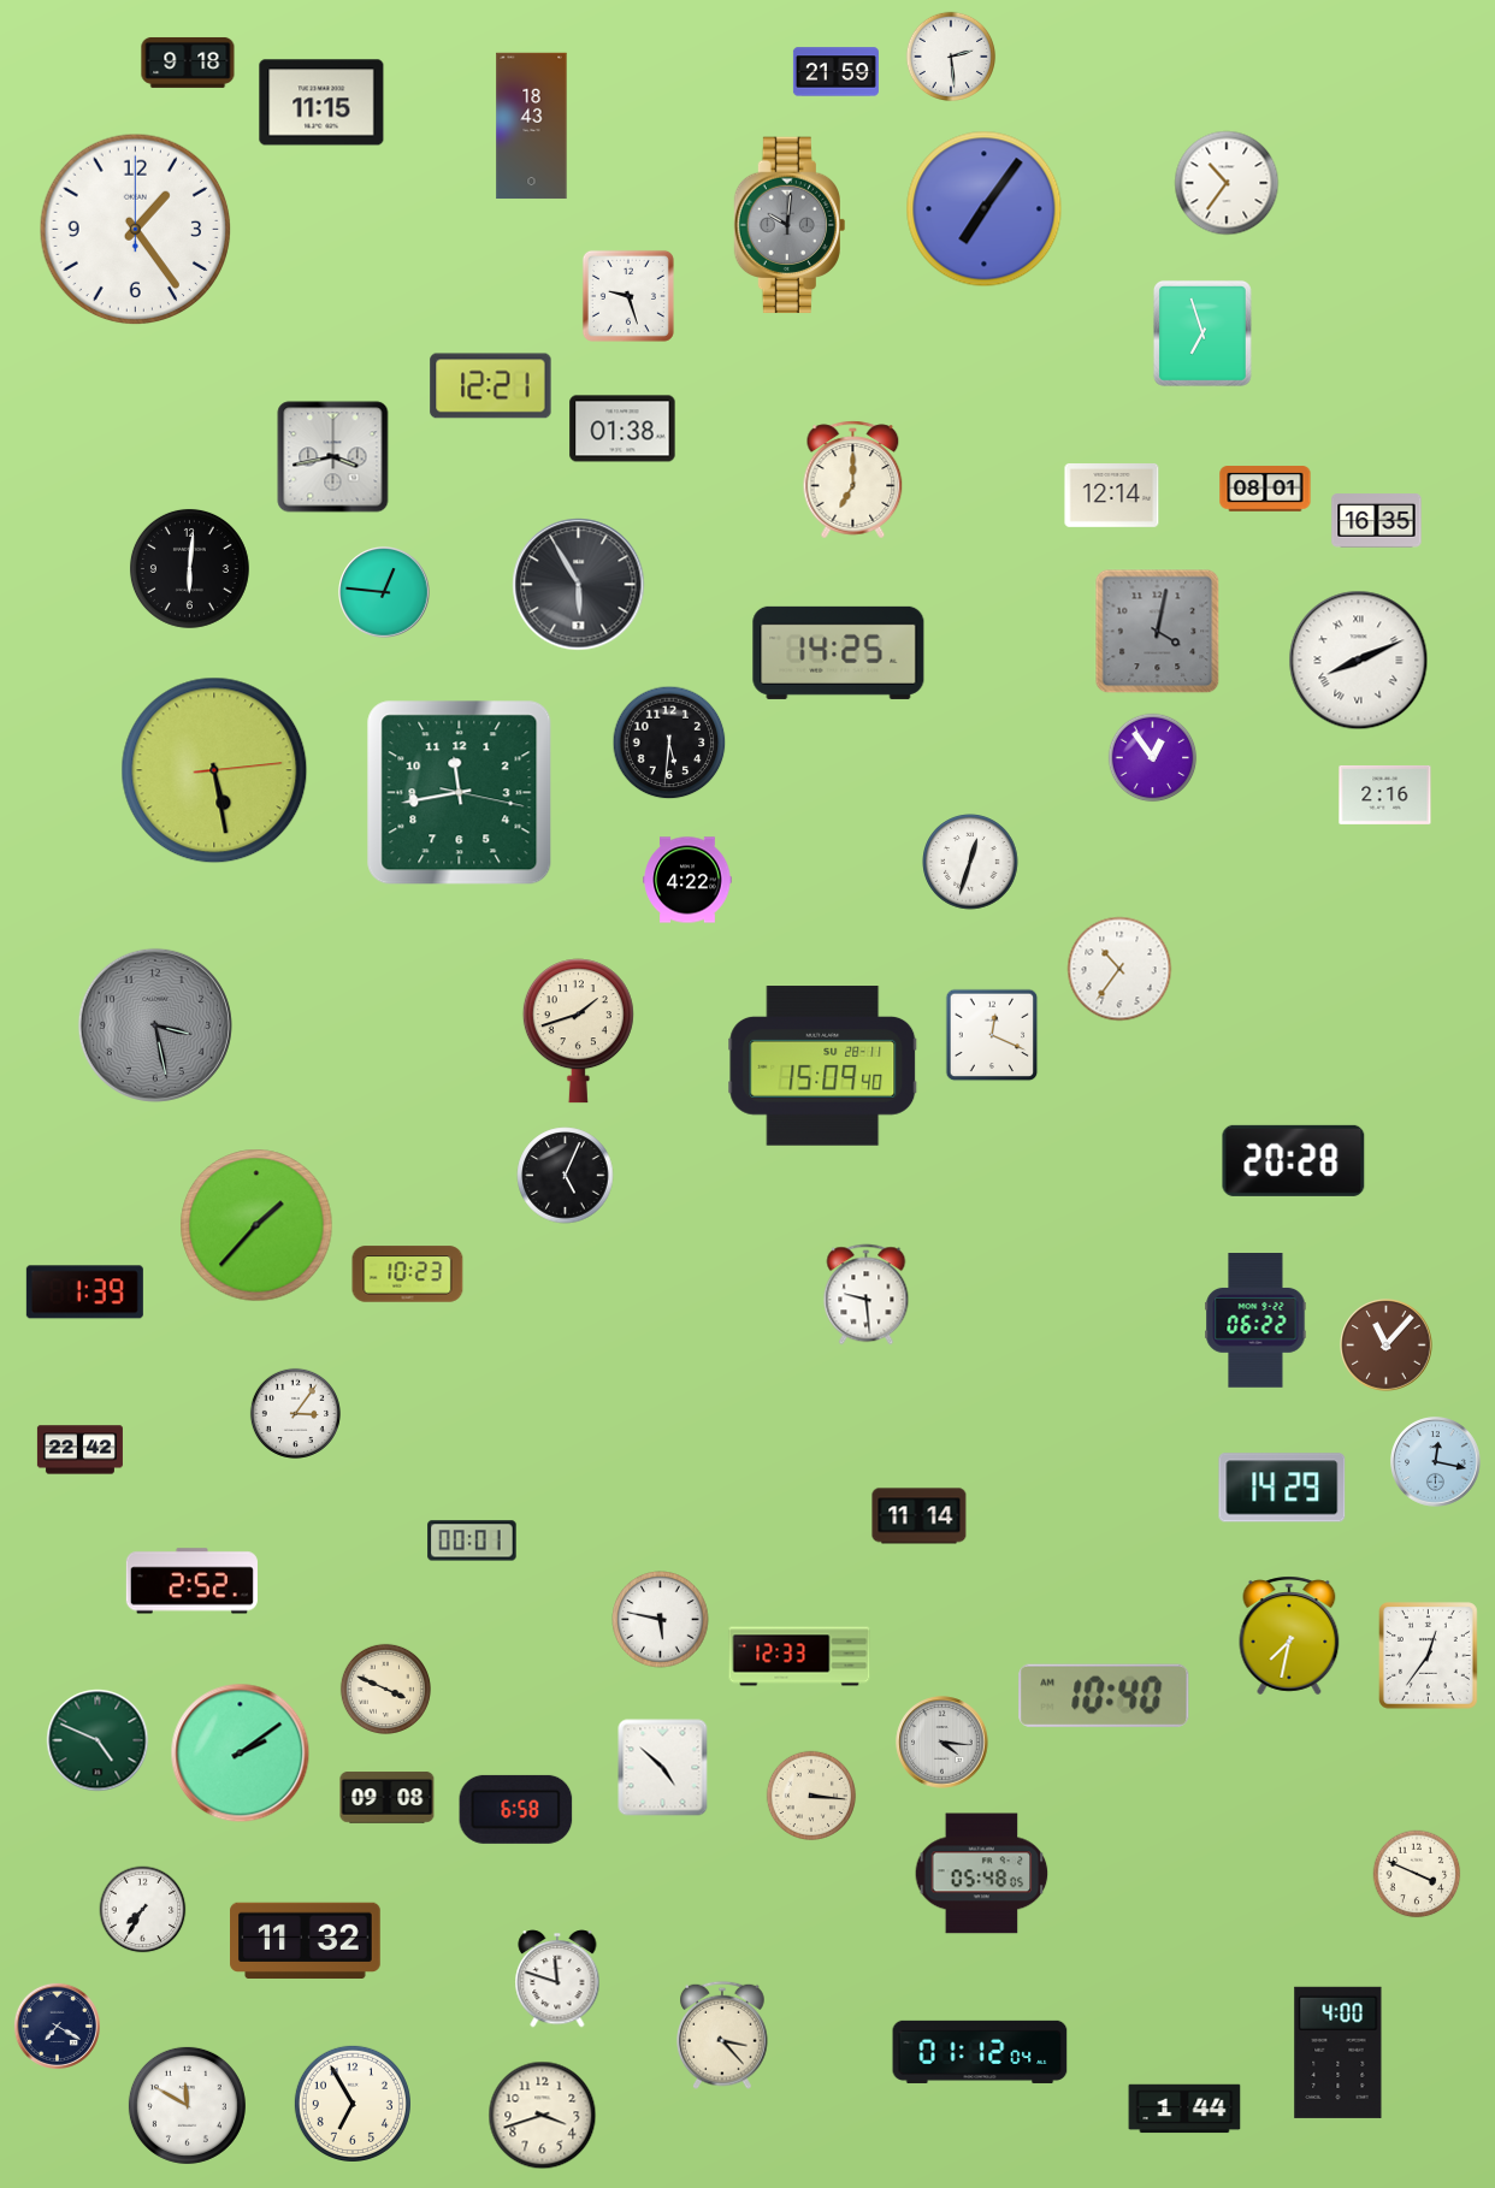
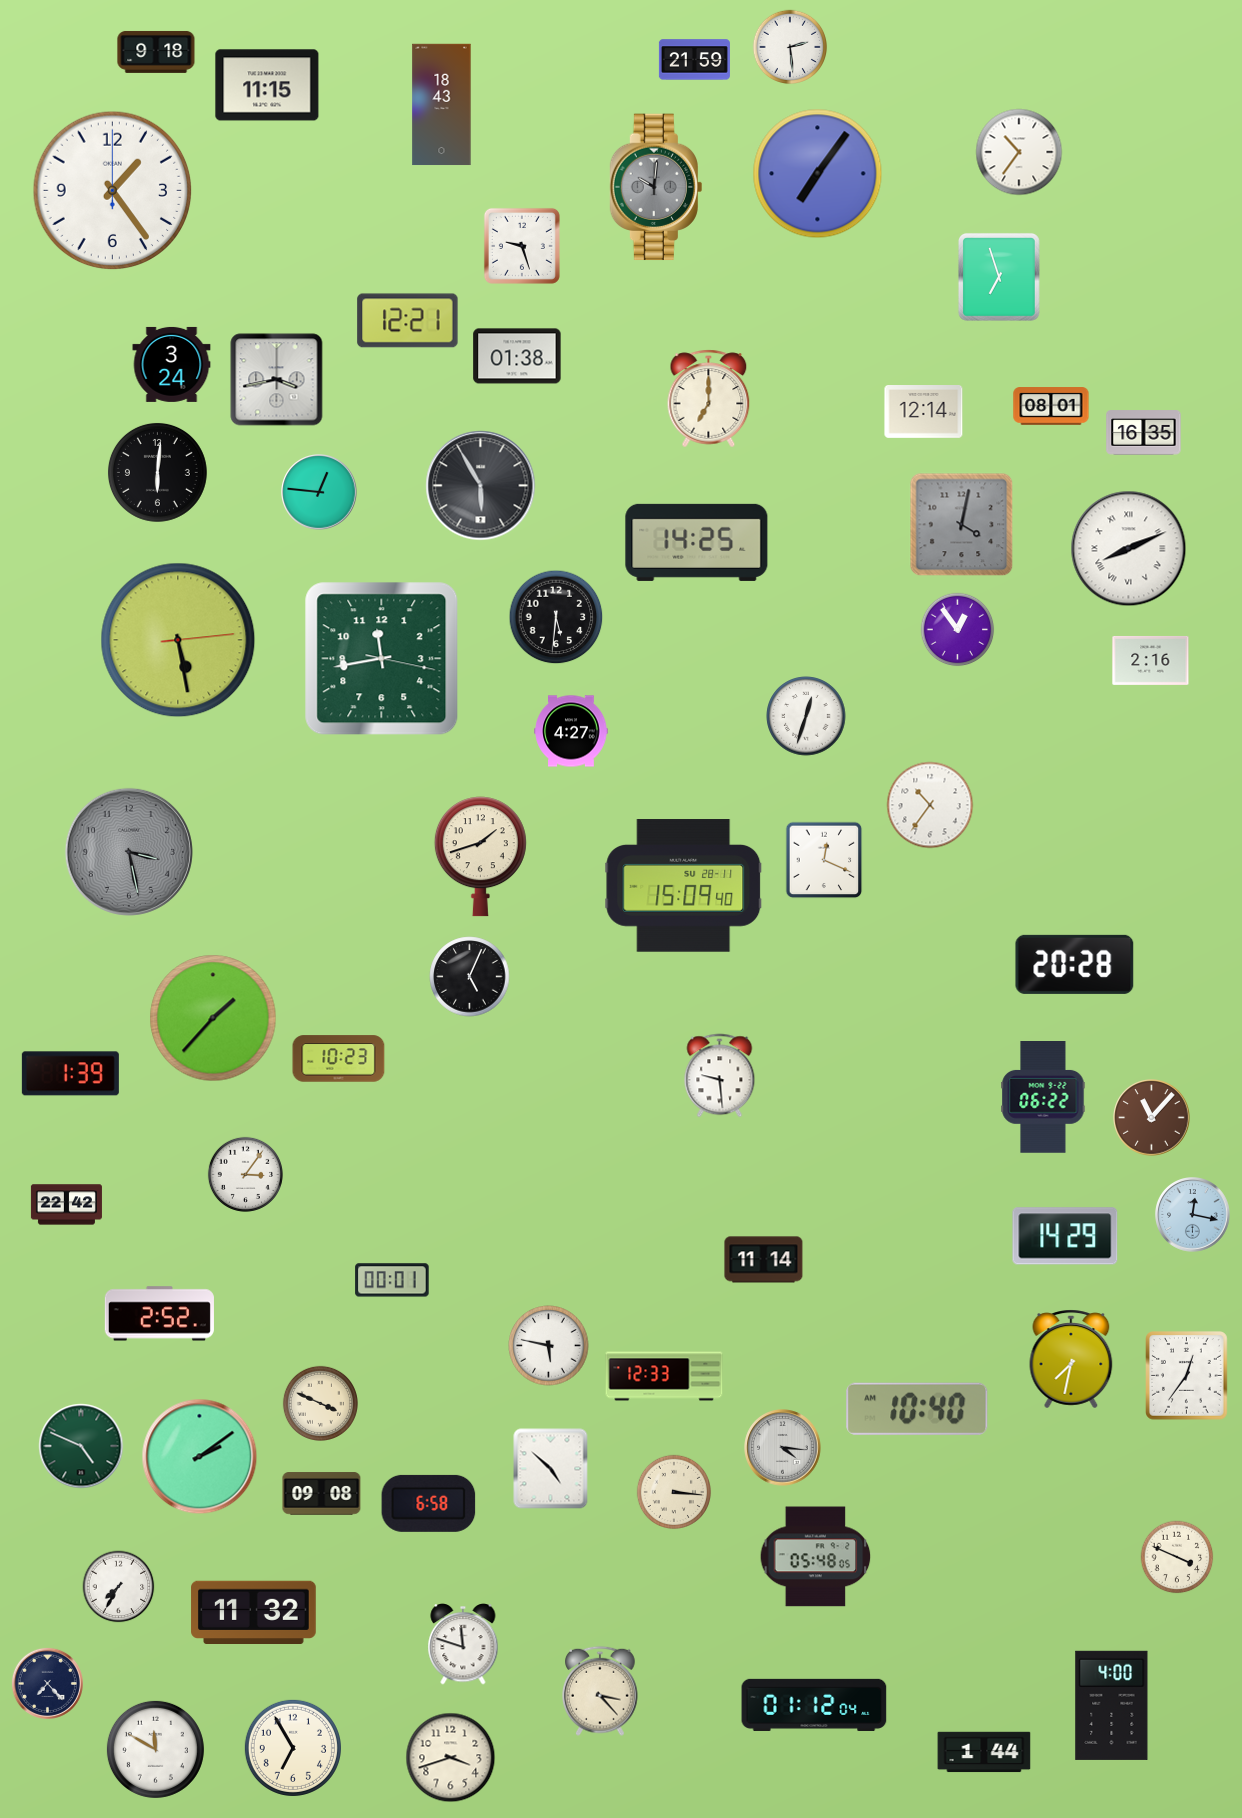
clock at (172, 364): none -> 3:24
clock at (687, 880): 4:22 -> 4:27
clock at (57, 2026): 7:20 -> 7:23
